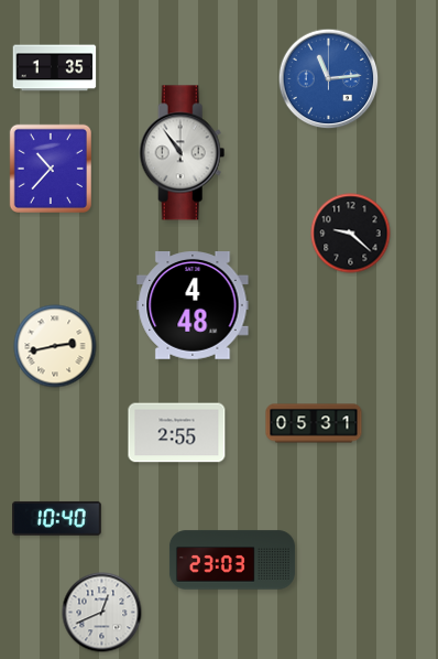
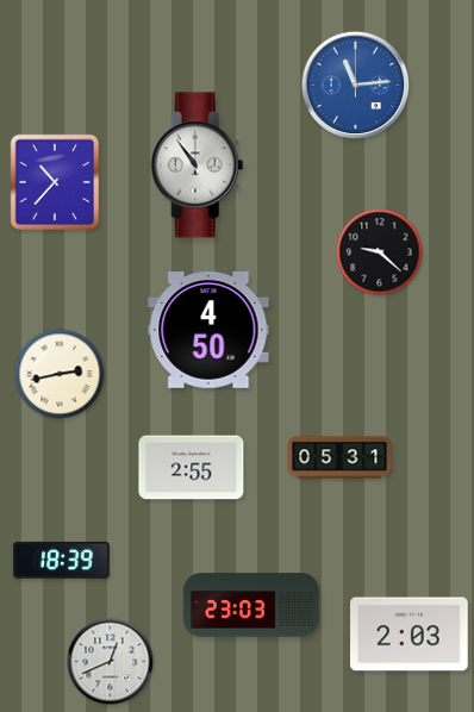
clock at (55, 68): 1:35 -> none
clock at (193, 306): 4:48 -> 4:50
clock at (57, 518): 10:40 -> 18:39
clock at (410, 635): none -> 2:03
